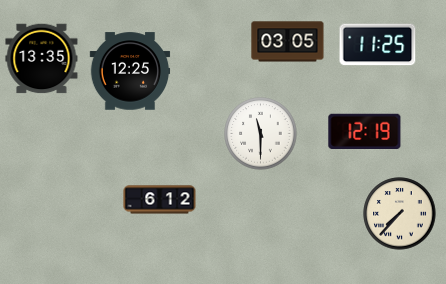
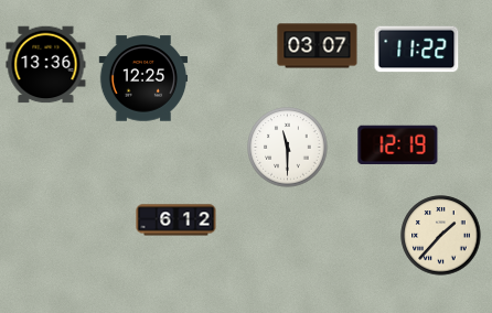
clock at (288, 42): 03:05 -> 03:07
clock at (378, 45): 11:25 -> 11:22
clock at (42, 59): 13:35 -> 13:36
clock at (365, 131) position: (365, 131) -> (398, 144)
clock at (400, 214): 7:37 -> 1:37
